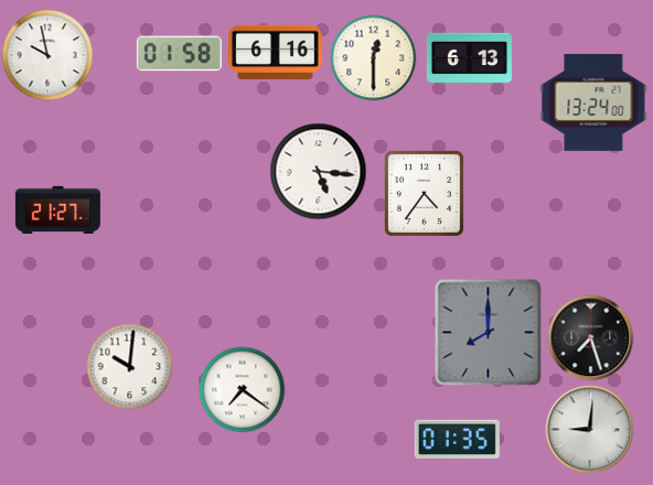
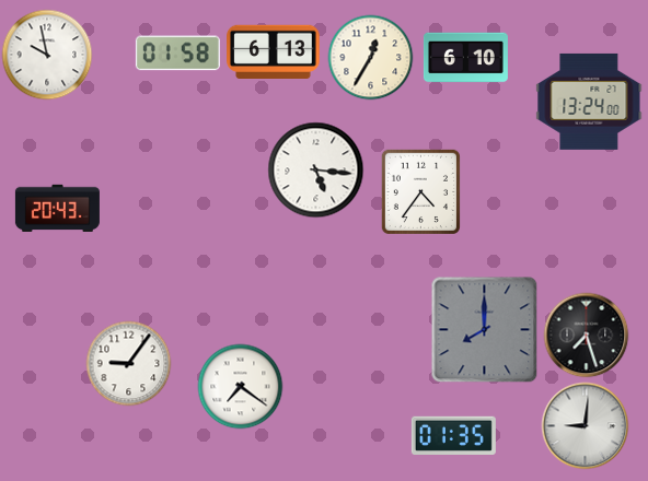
clock at (276, 53): 6:16 -> 6:13
clock at (373, 57): 12:30 -> 12:35
clock at (469, 58): 6:13 -> 6:10
clock at (57, 209): 21:27 -> 20:43
clock at (129, 366): 10:01 -> 9:06
